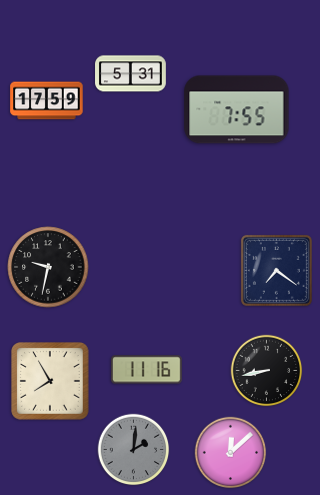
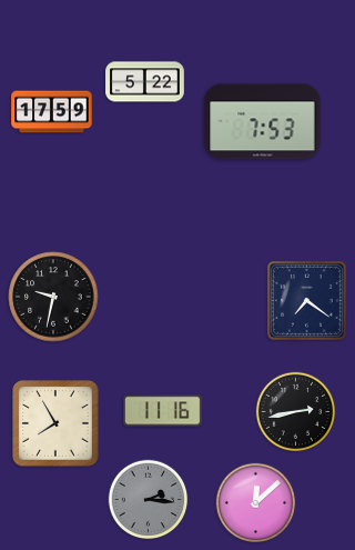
clock at (131, 74): 5:31 -> 5:22
clock at (237, 110): 7:55 -> 7:53
clock at (267, 371): 8:43 -> 2:43
clock at (134, 450): 2:01 -> 2:16
